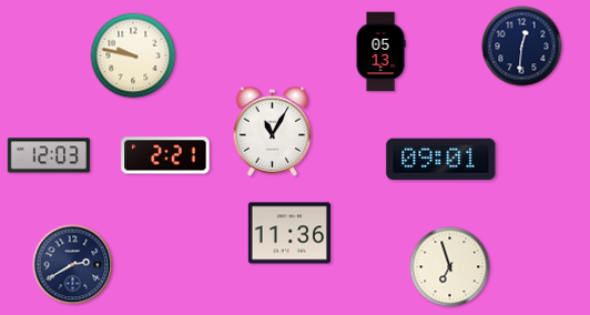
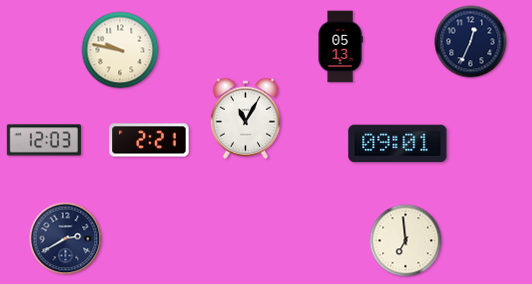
clock at (522, 47): 12:31 -> 12:34
clock at (380, 52) position: (380, 52) -> (340, 47)
clock at (289, 233): 11:36 -> none
clock at (450, 267): 6:57 -> 6:59
